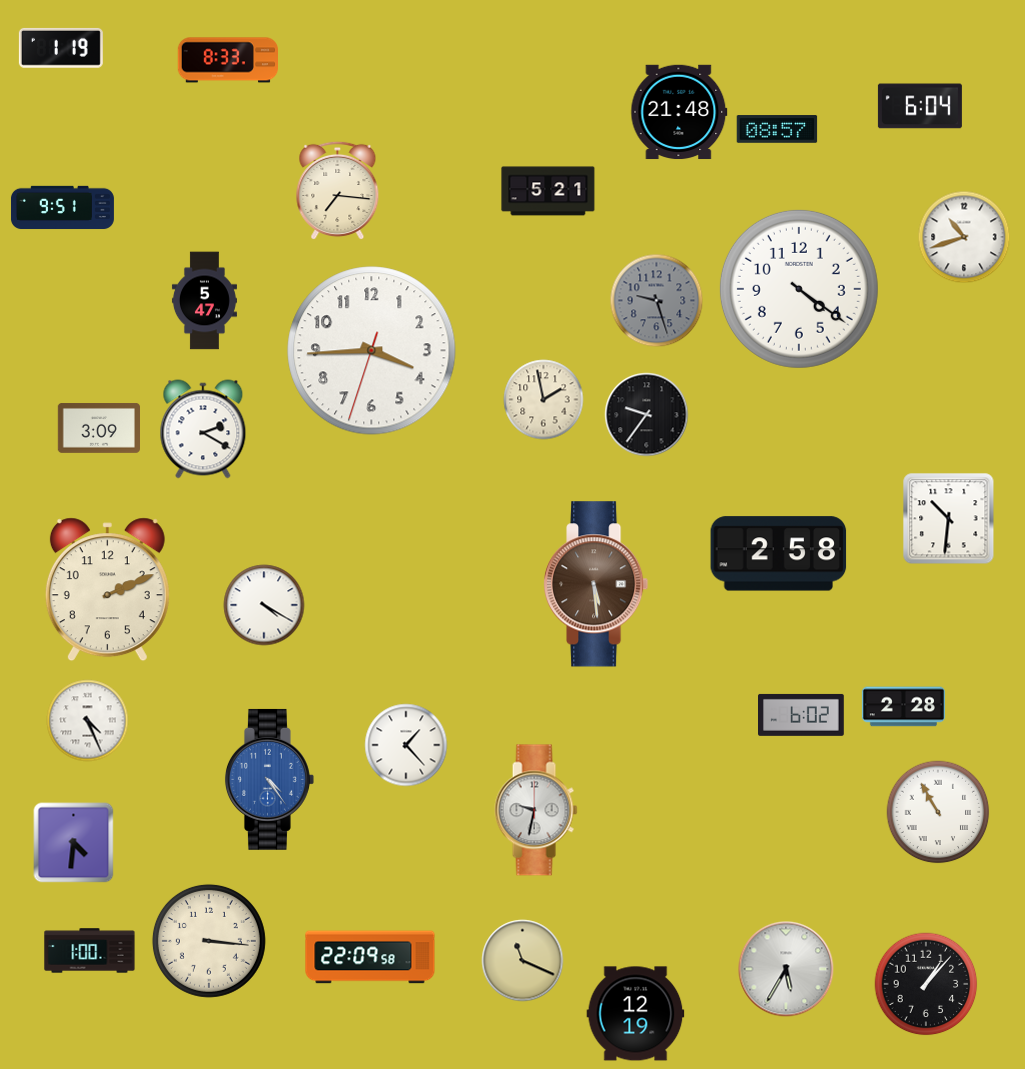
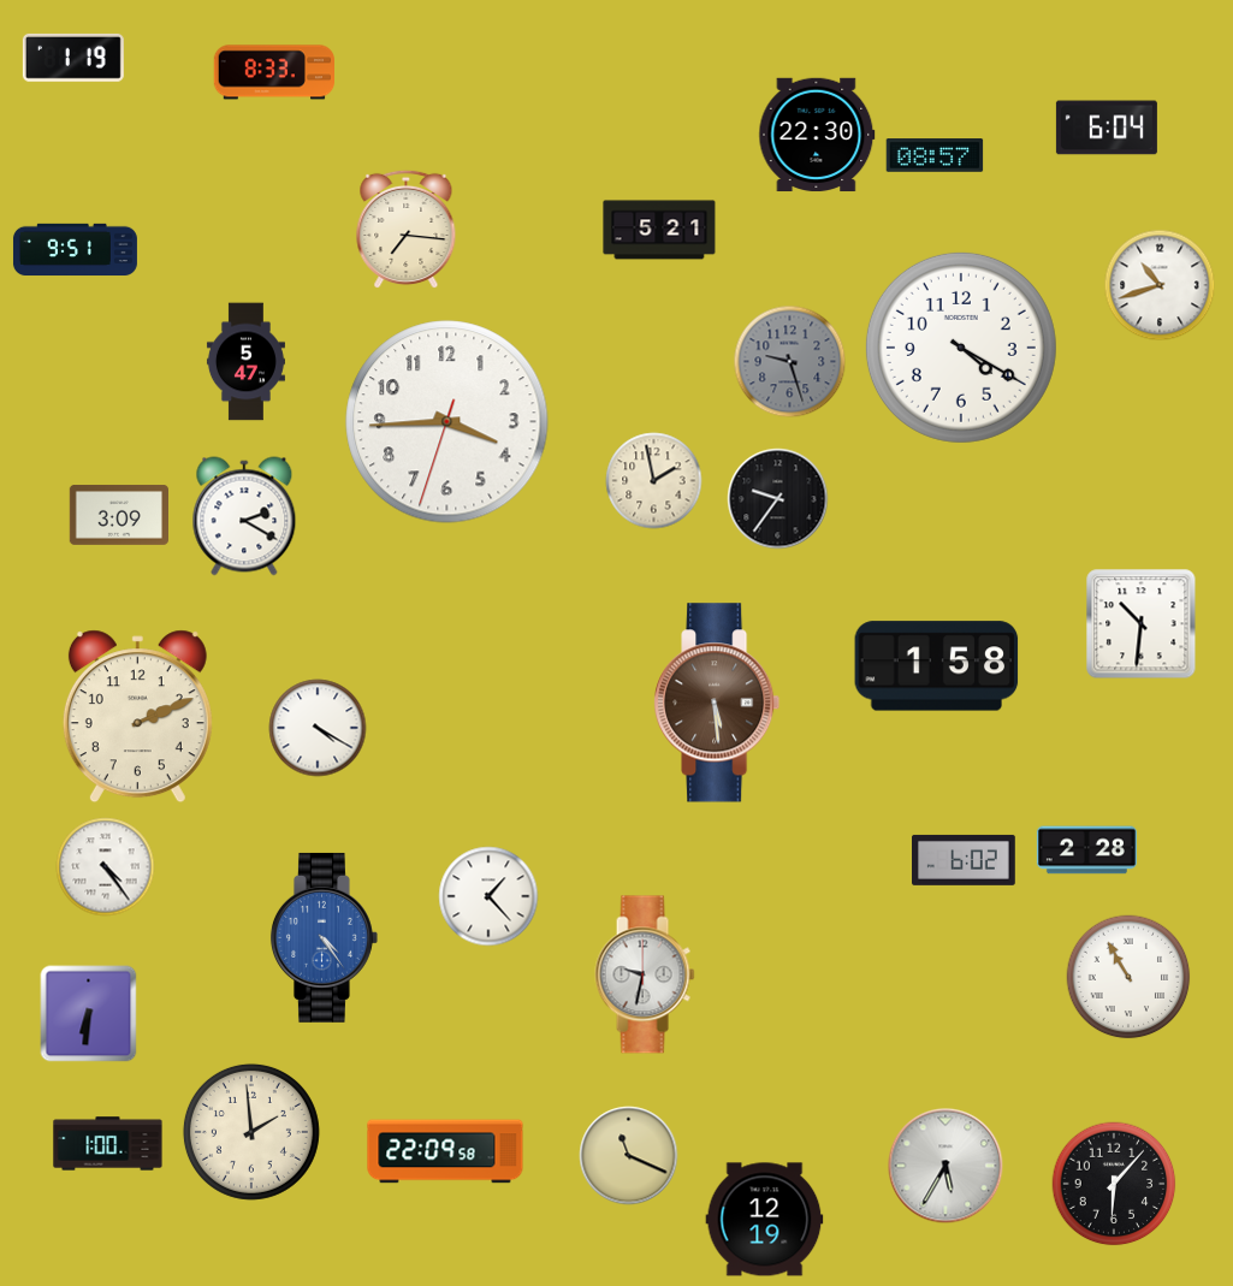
clock at (679, 112): 21:48 -> 22:30
clock at (799, 289): 4:21 -> 4:20
clock at (779, 554): 2:58 -> 1:58
clock at (107, 590) position: (107, 590) -> (137, 717)
clock at (88, 721): 4:26 -> 4:24
clock at (74, 843): 4:31 -> 6:31
clock at (209, 941): 3:16 -> 1:59
clock at (926, 984): 1:07 -> 6:07
